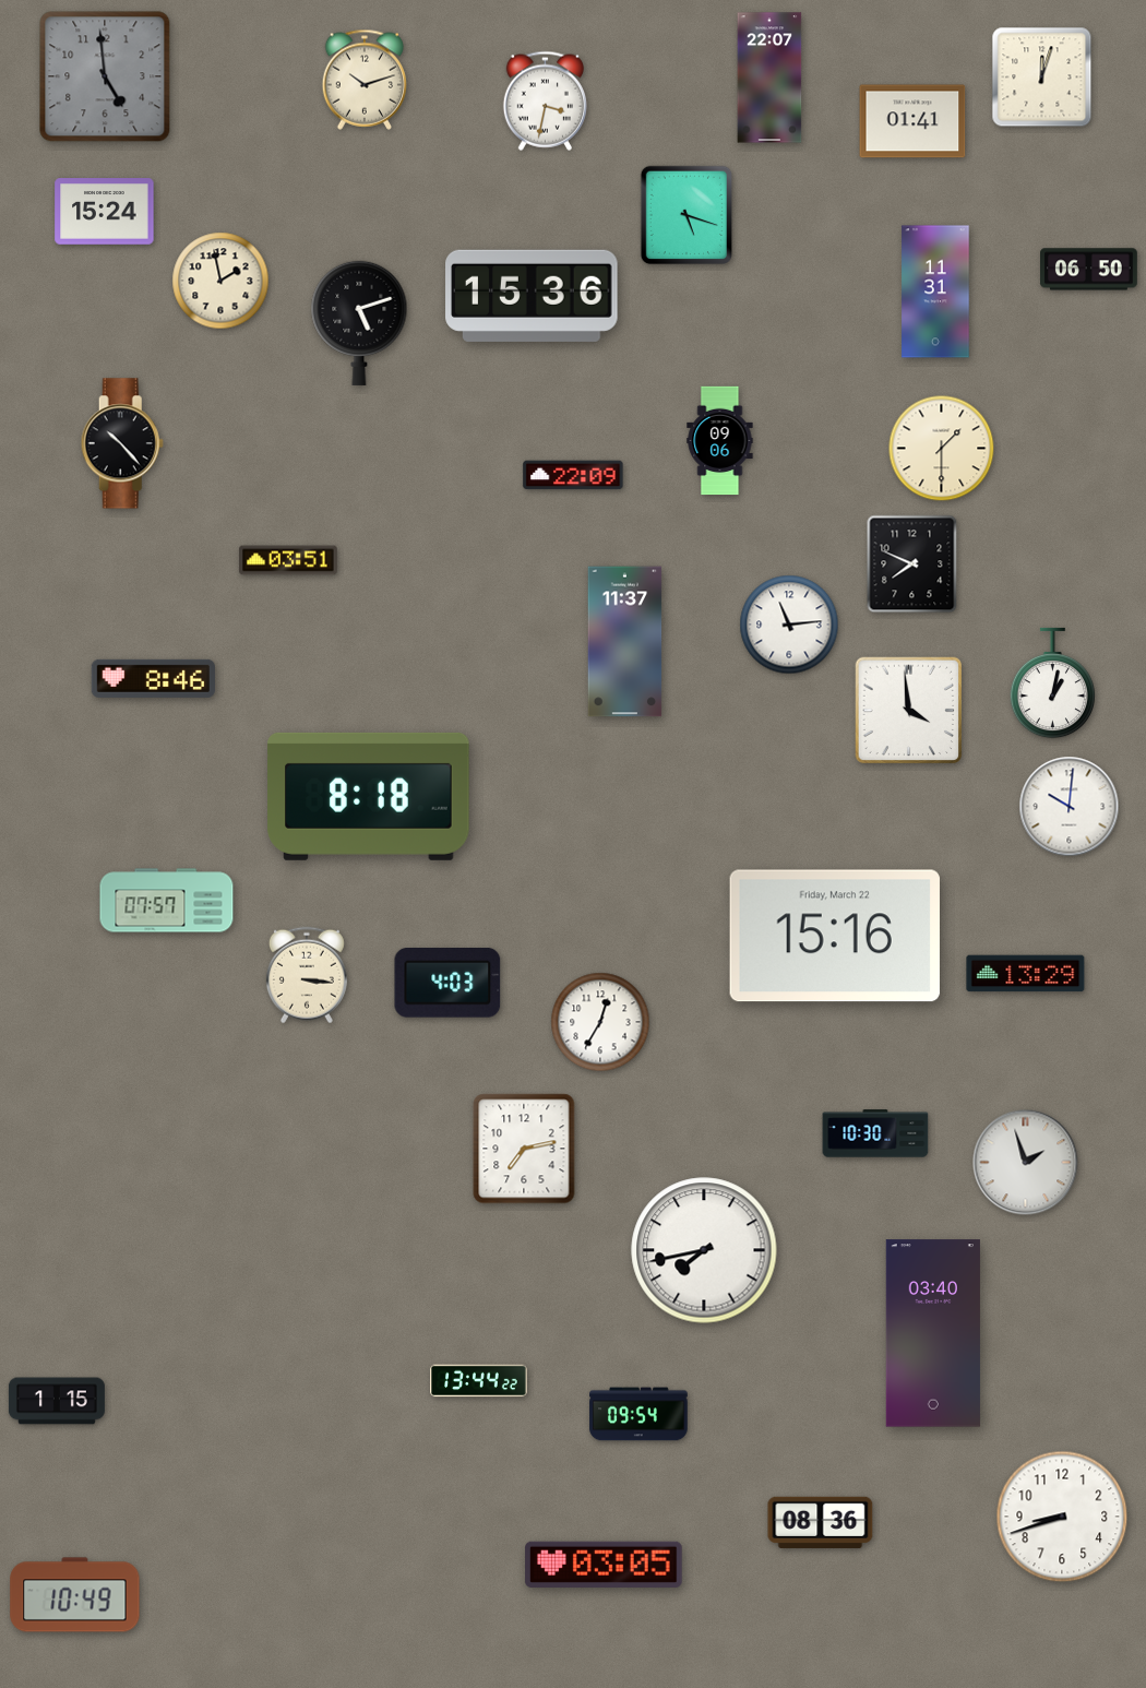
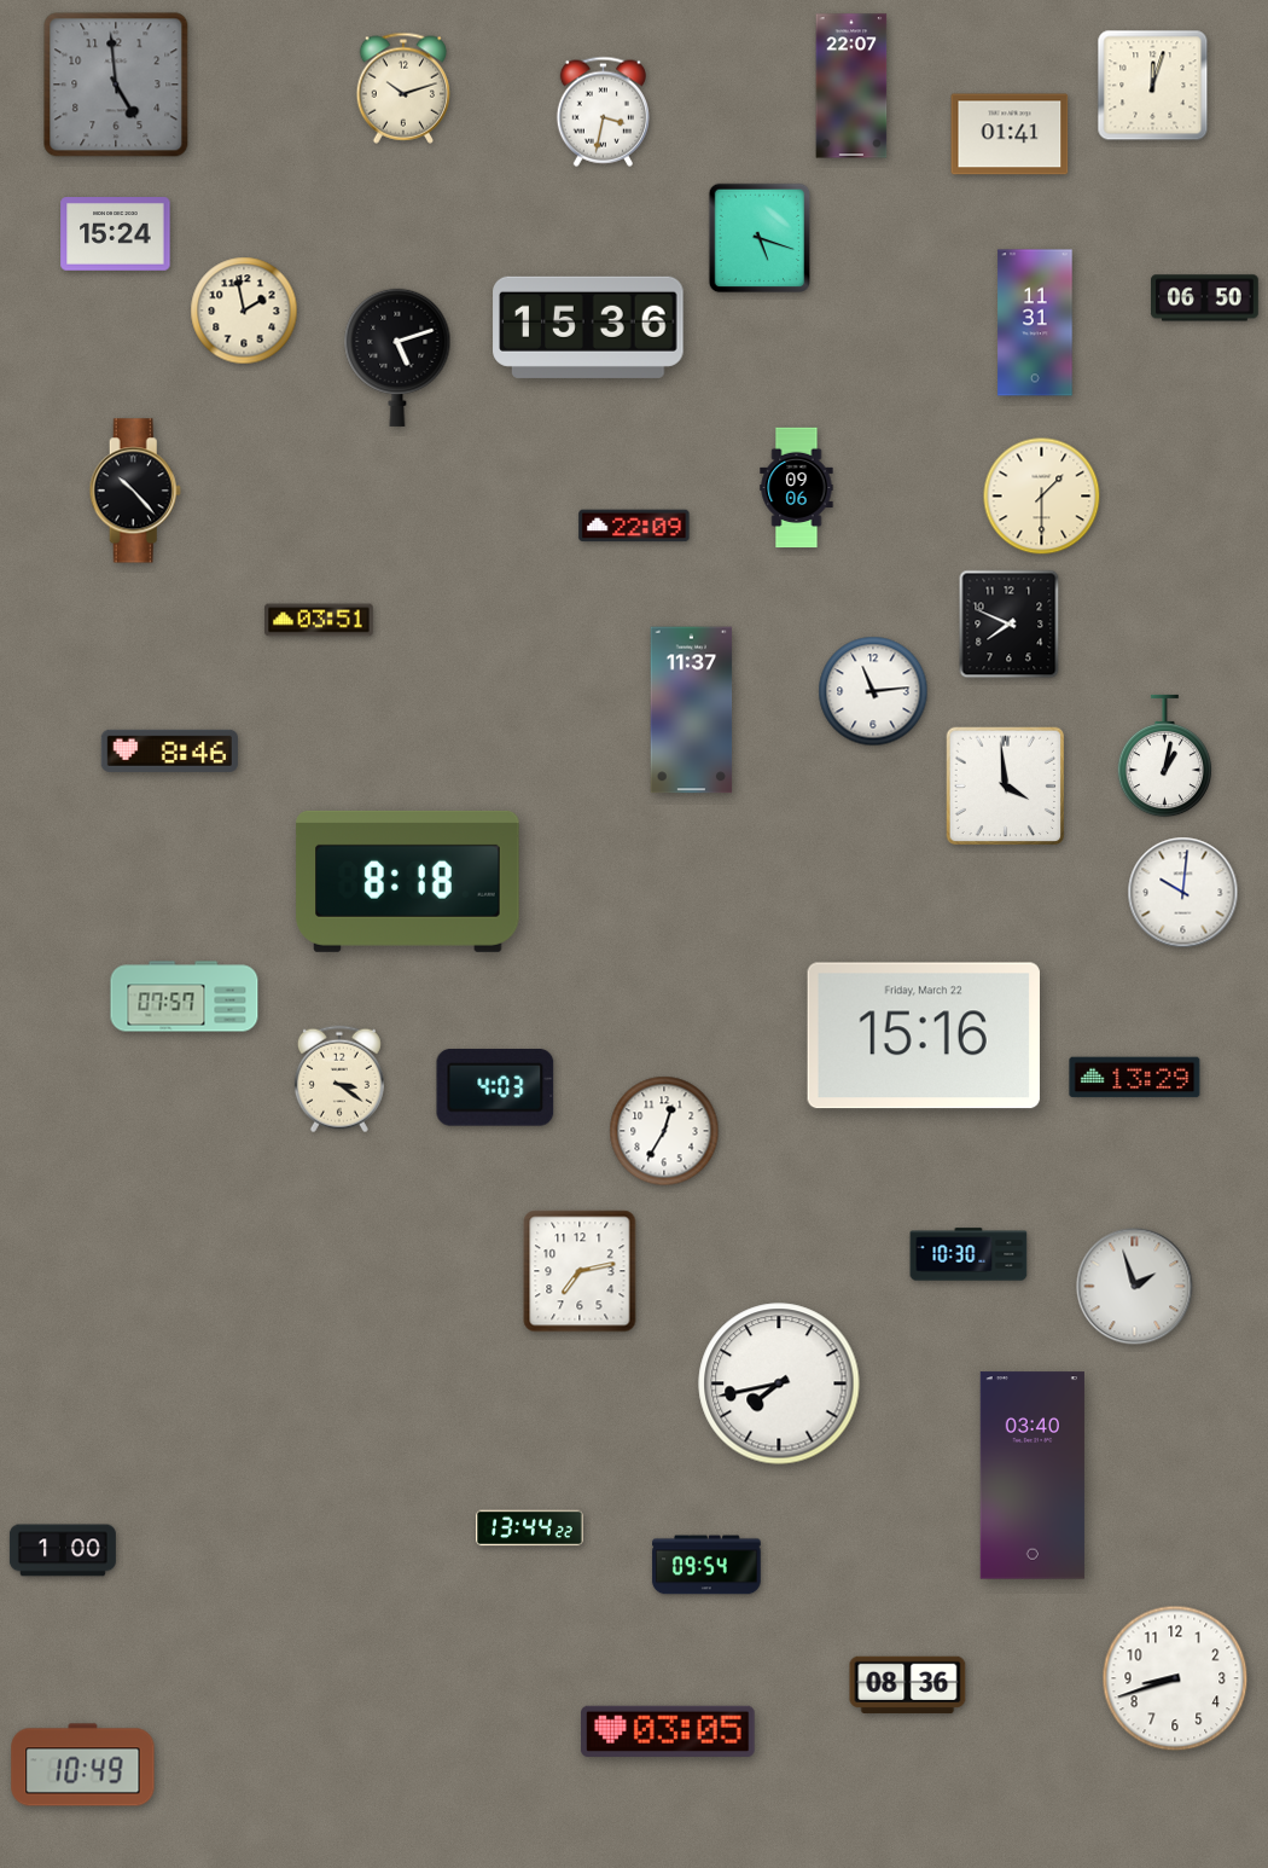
clock at (307, 975): 3:16 -> 3:21
clock at (57, 1401): 1:15 -> 1:00
